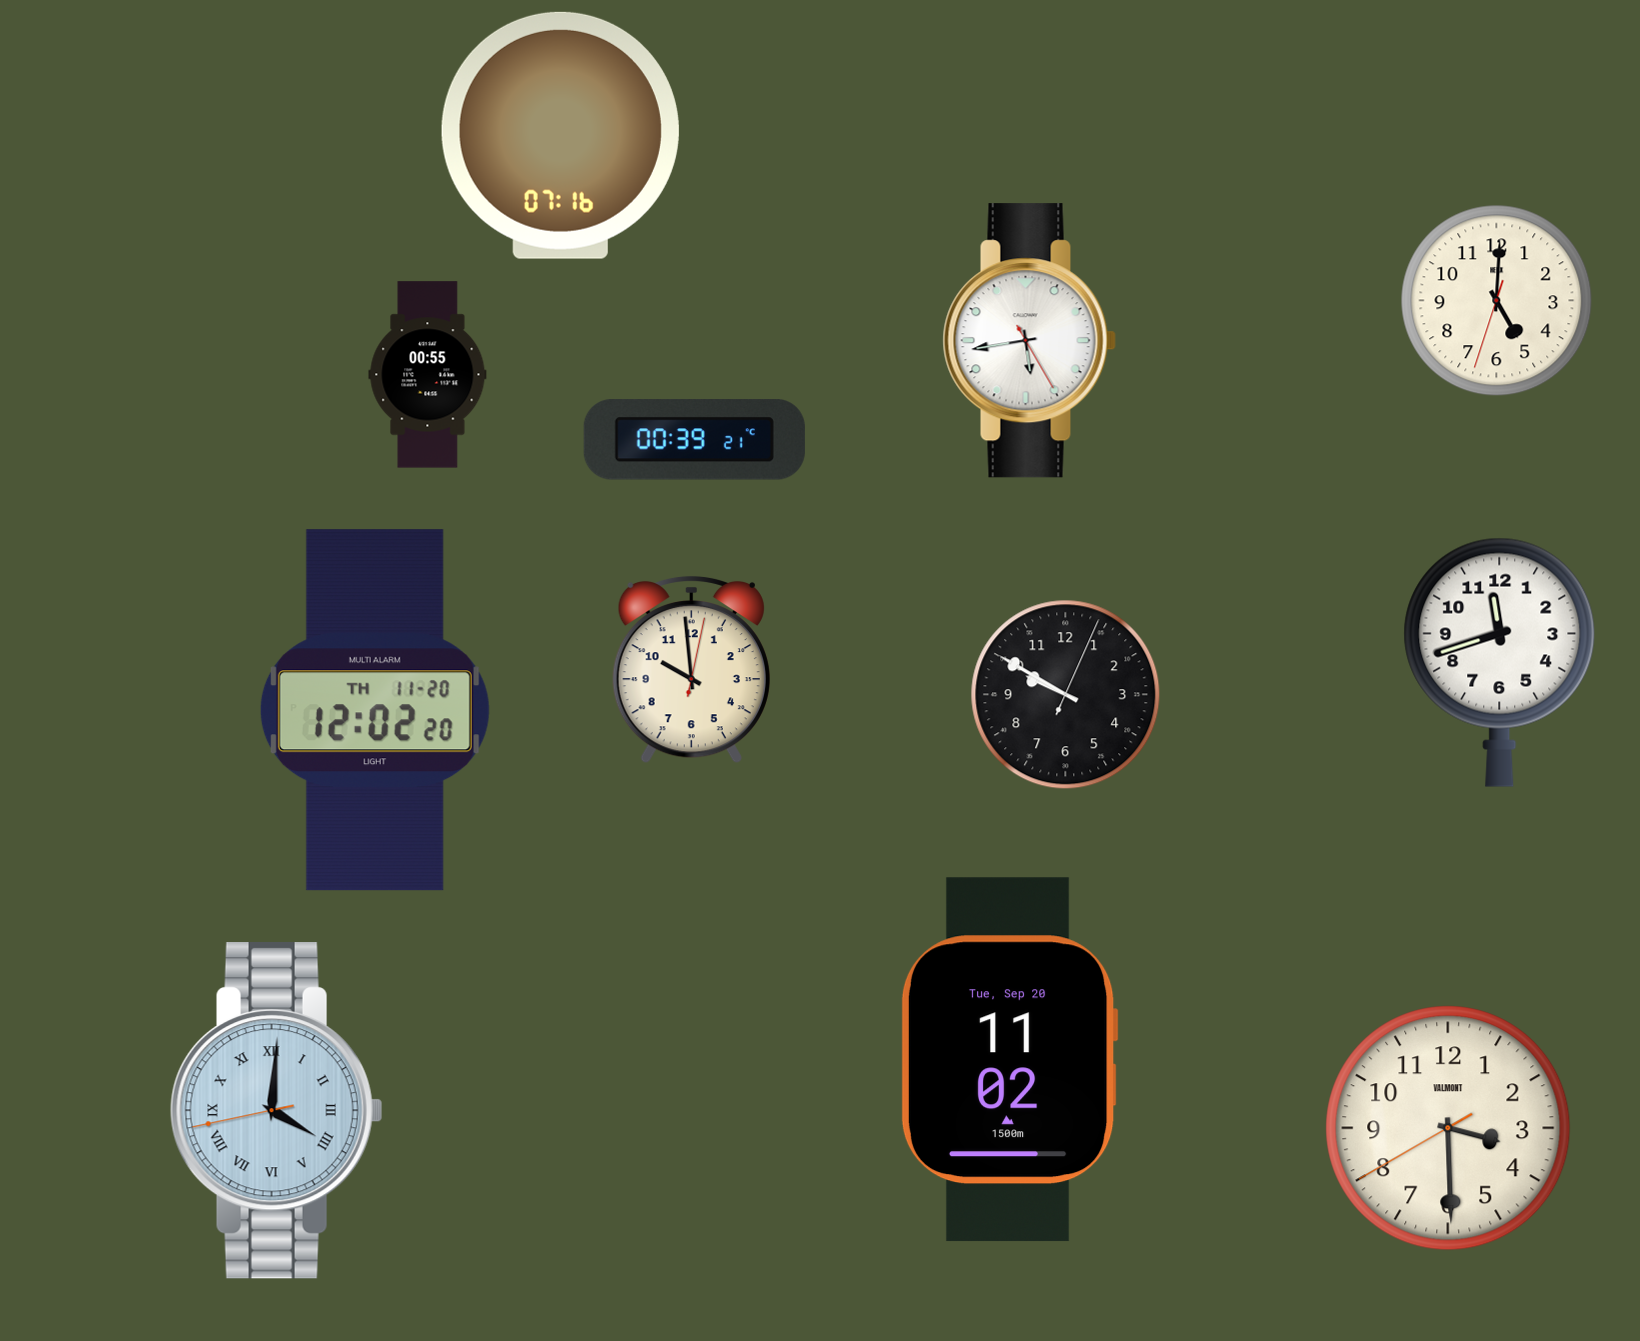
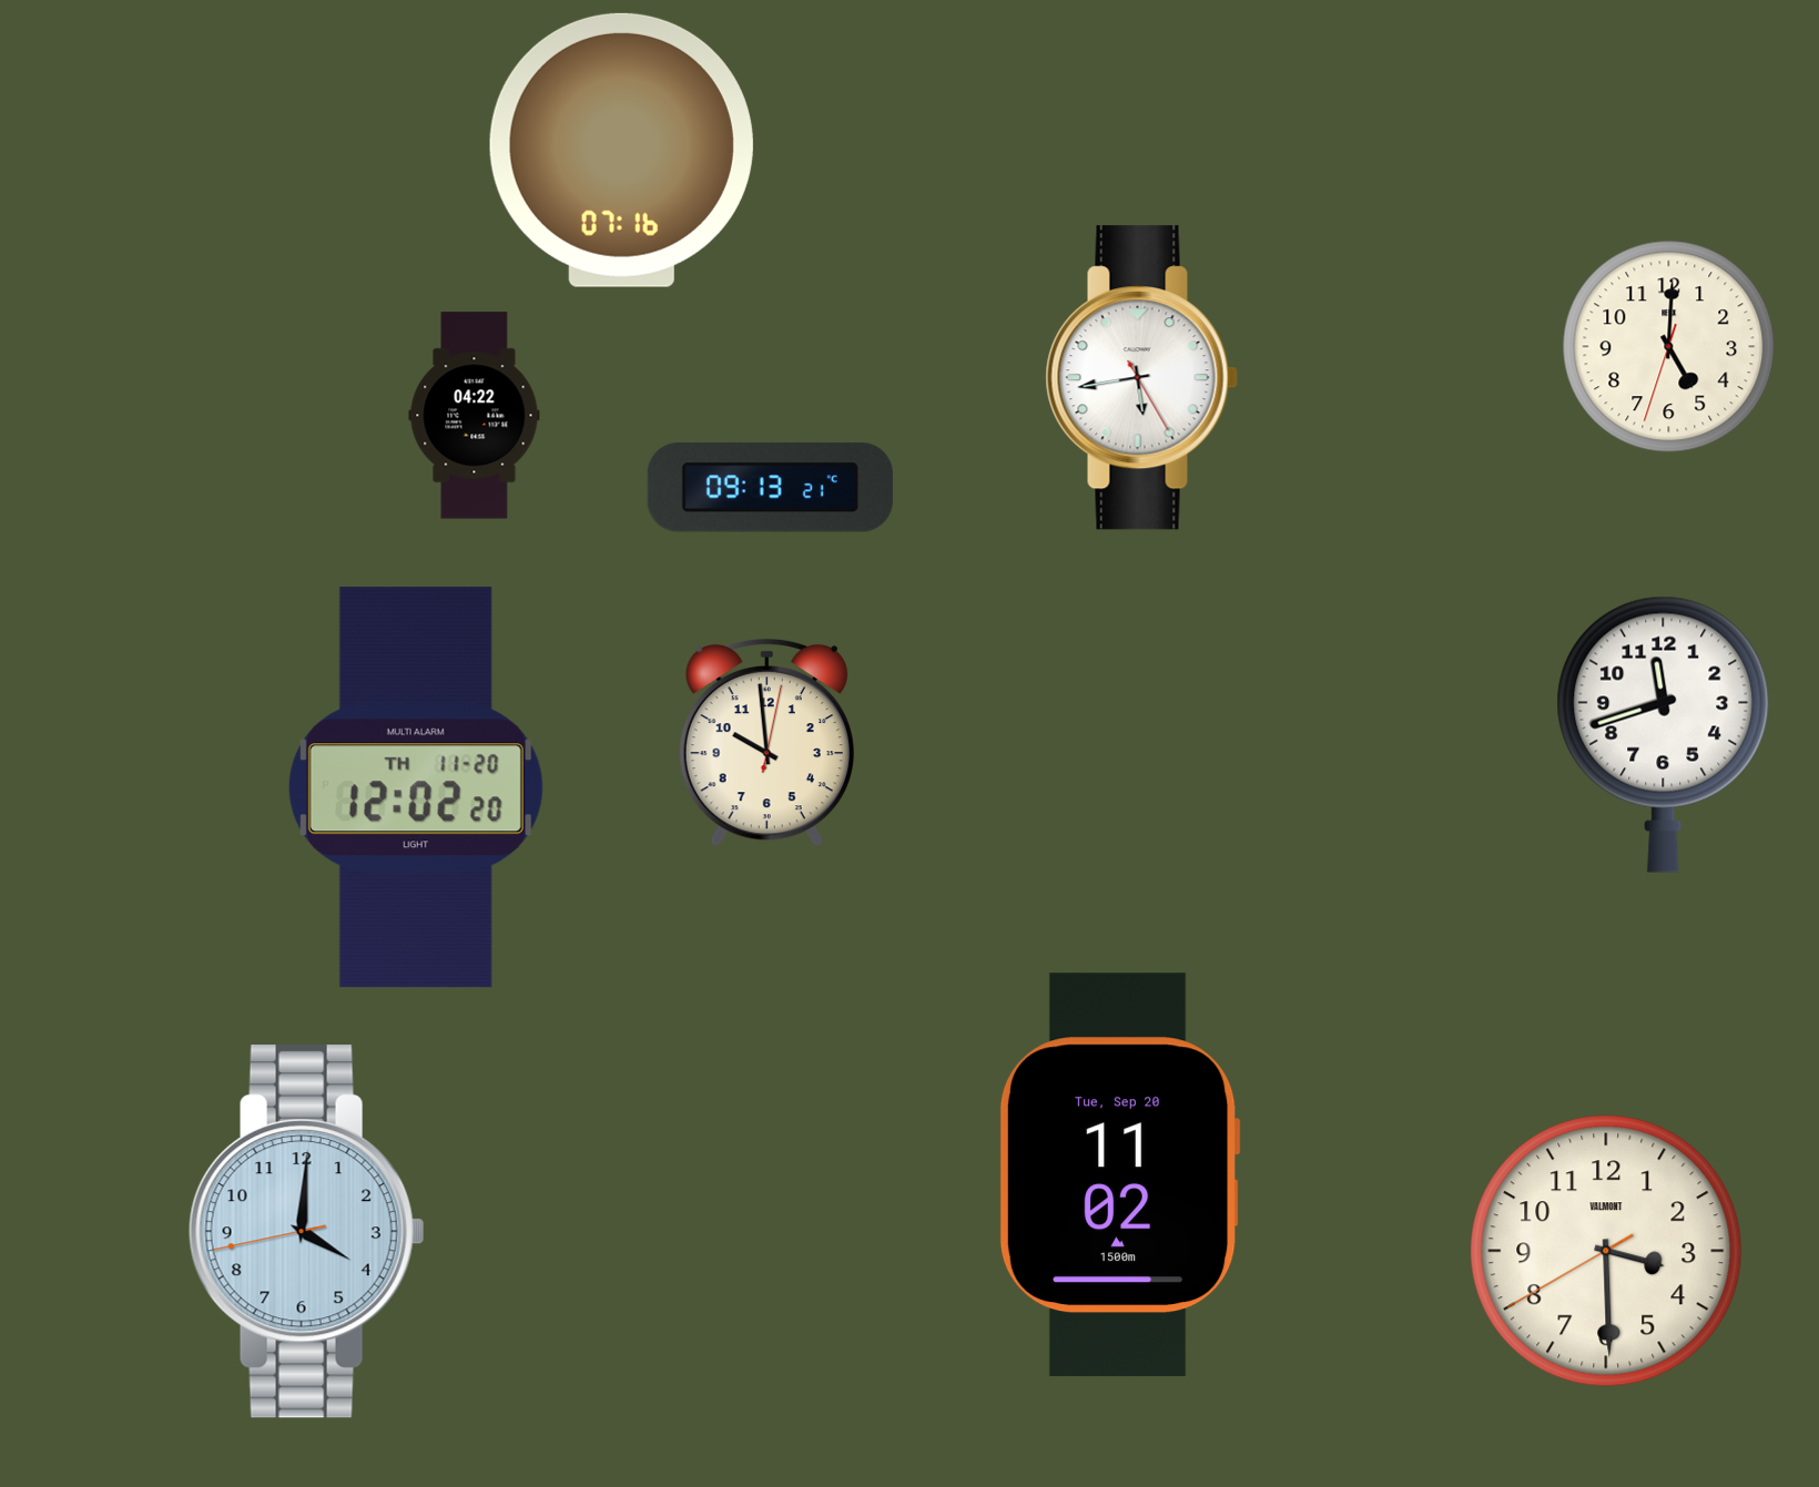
clock at (1497, 301) position: (1497, 301) -> (1669, 347)
clock at (428, 375): 00:55 -> 04:22
clock at (694, 440): 00:39 -> 09:13
clock at (1066, 695): 9:50 -> none
clock at (276, 1111) numerals: Roman -> Arabic
